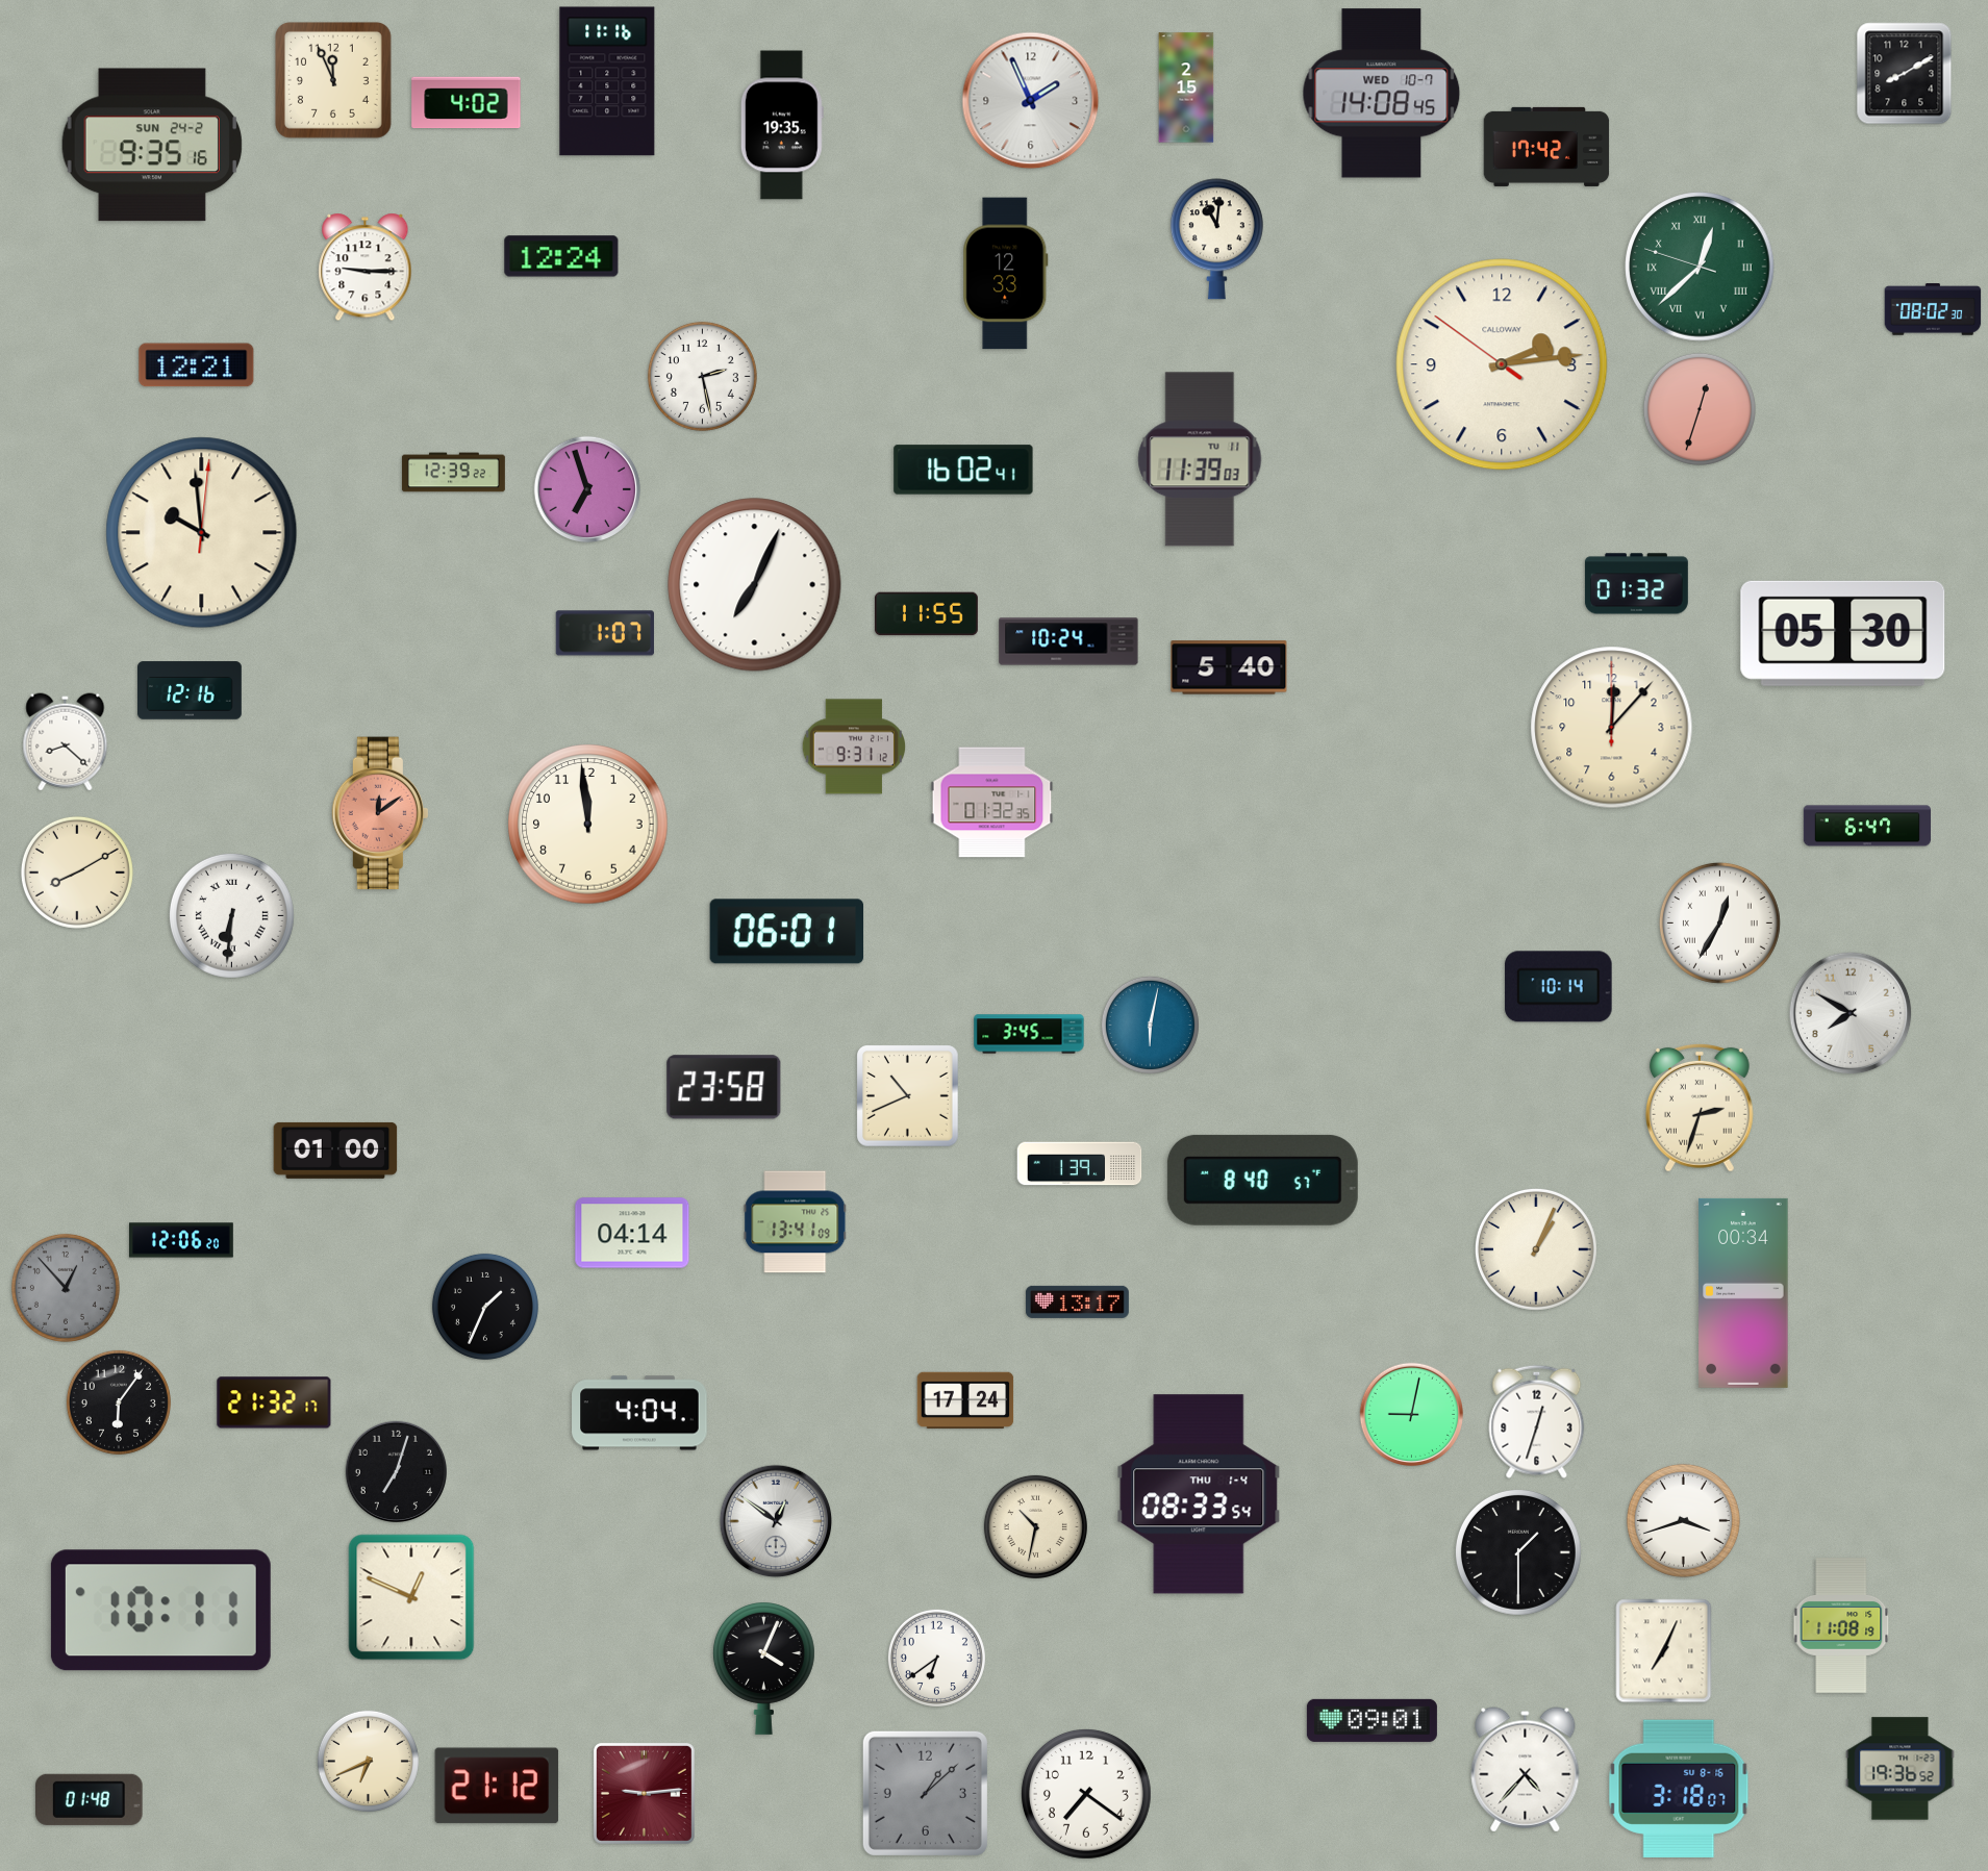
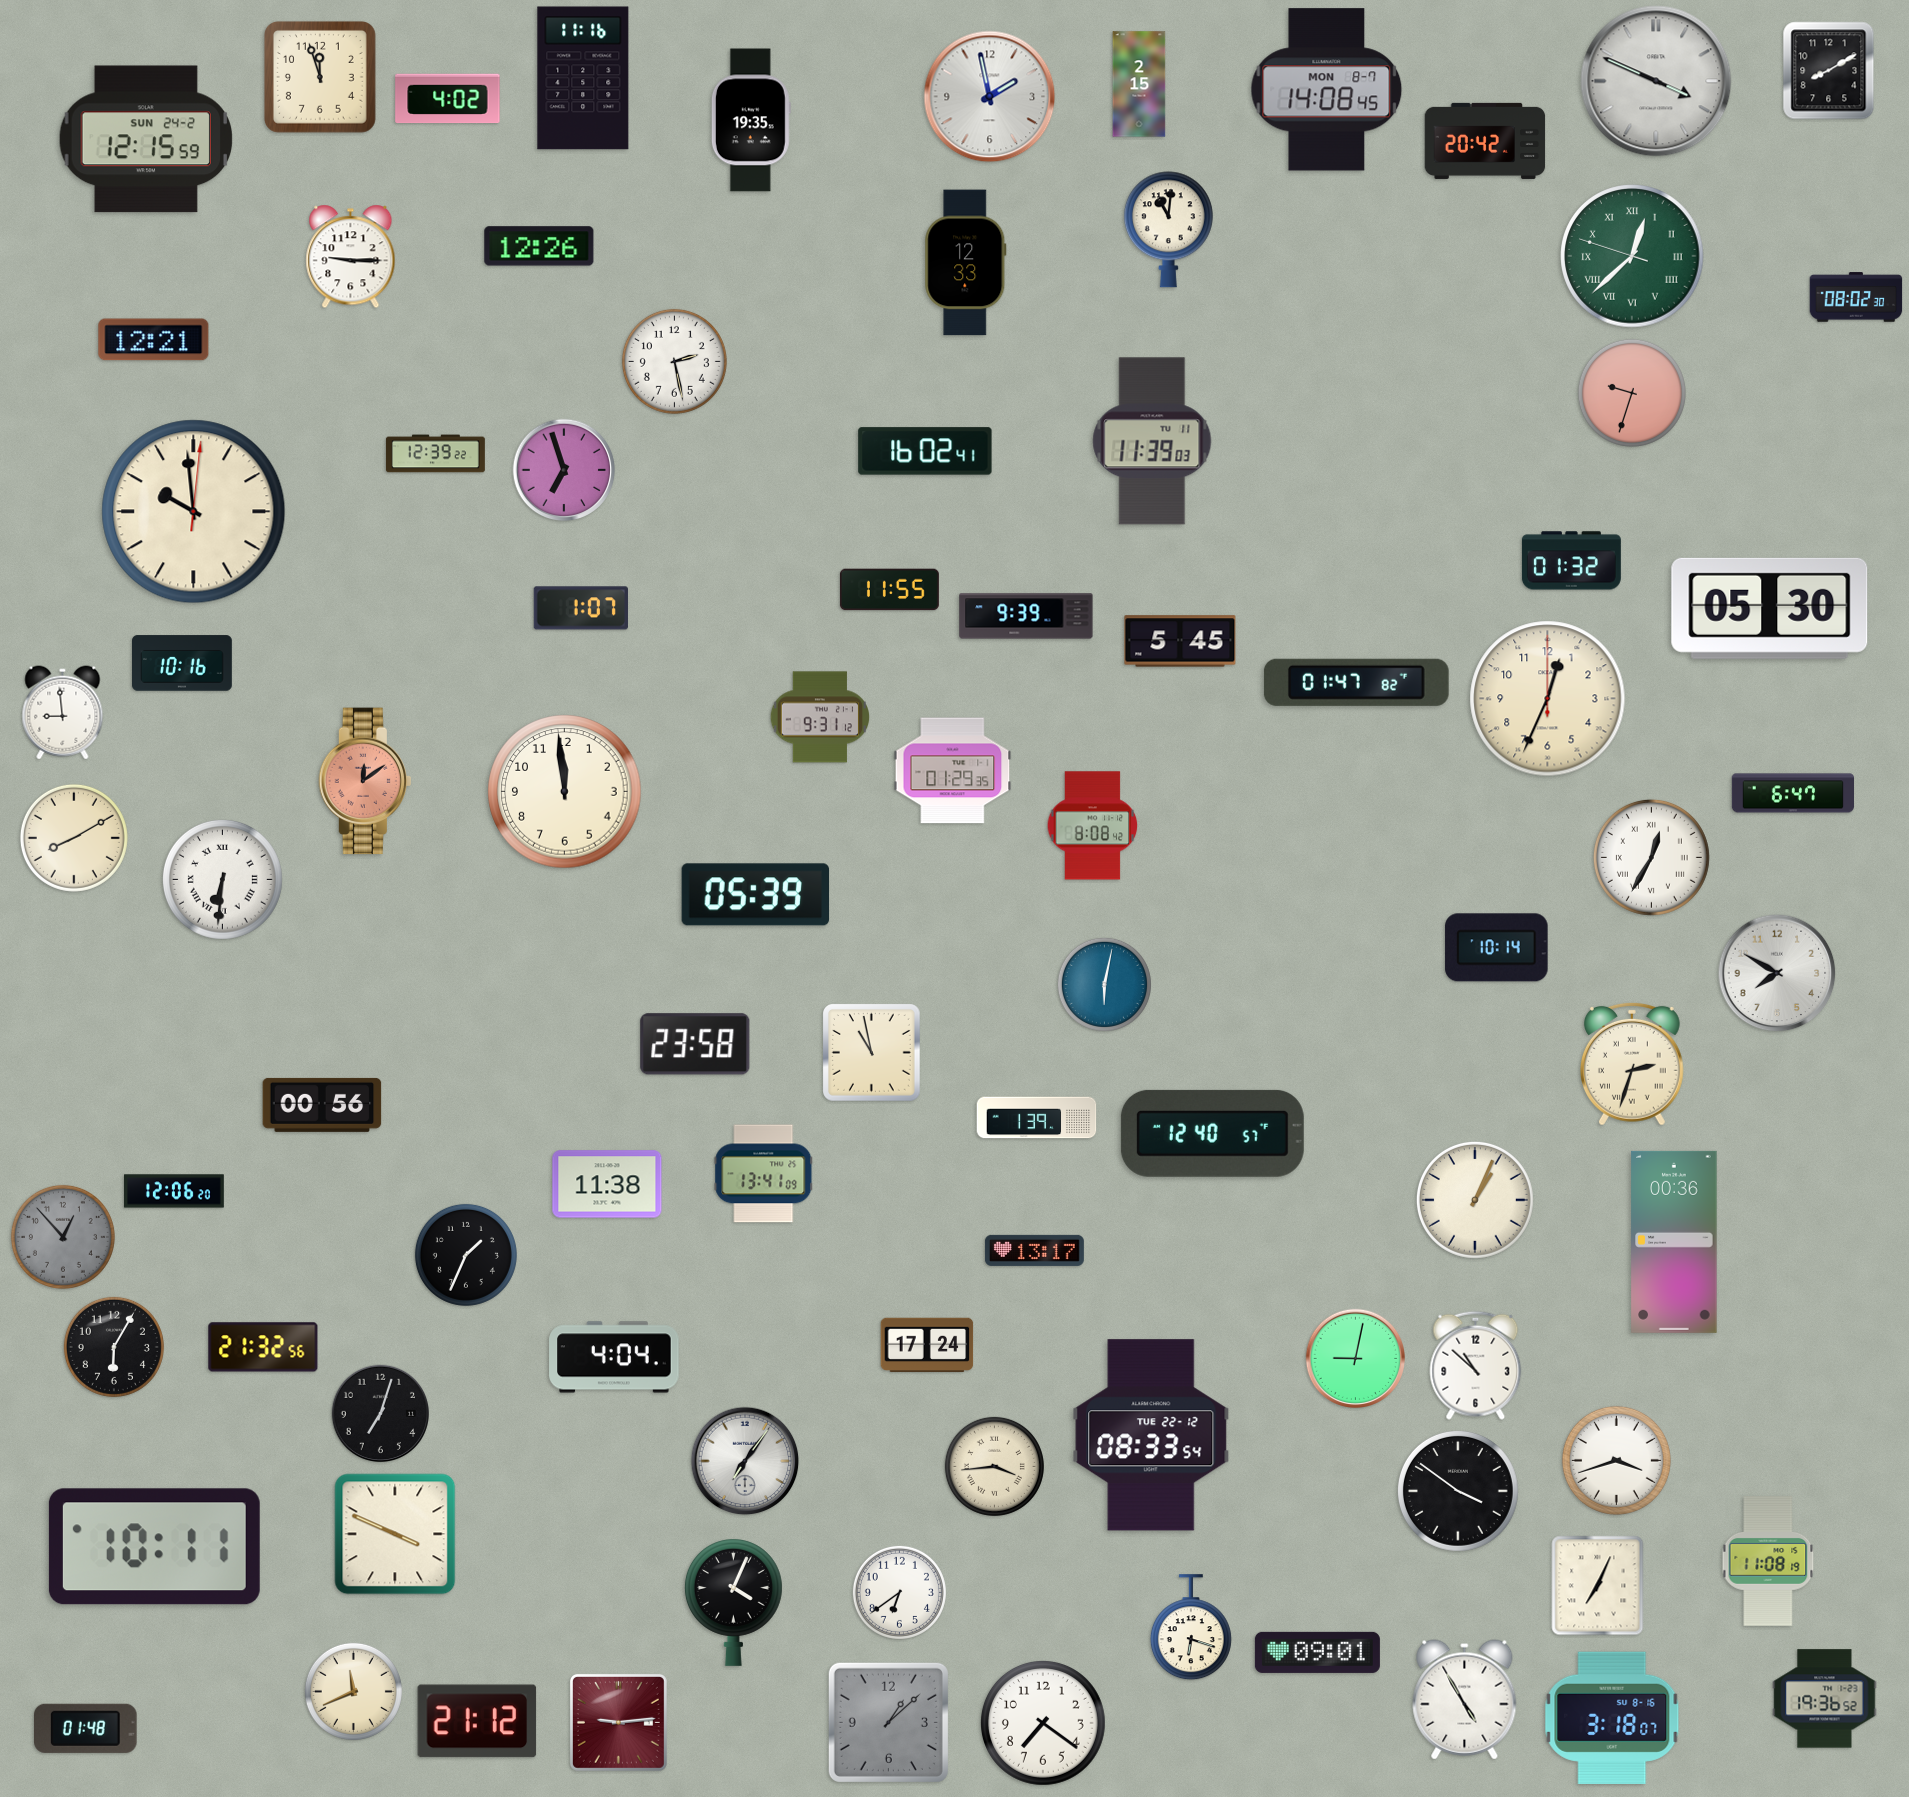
clock at (333, 80): 11:56 -> 11:57
clock at (1656, 81): none -> 3:49
clock at (1382, 94) date: WED 10-7 -> MON 8-7
clock at (1031, 101): 1:56 -> 1:58
clock at (151, 145): 9:35 -> 12:15
clock at (1546, 147): 17:42 -> 20:42
clock at (561, 256): 12:24 -> 12:26
clock at (1502, 364): 2:13 -> none
clock at (197, 365) position: (197, 365) -> (154, 340)
clock at (1700, 409): 12:33 -> 9:33
clock at (755, 585): 7:04 -> none
clock at (1068, 641): 10:24 -> 9:39
clock at (1229, 667): 5:40 -> 5:45
clock at (191, 690): 12:16 -> 10:16
clock at (1356, 682): none -> 01:47
clock at (1612, 728): 12:07 -> 12:34
clock at (66, 742): 8:22 -> 8:59
clock at (992, 803): 01:32 -> 01:29
clock at (1093, 826): none -> 8:08
clock at (1719, 922) position: (1719, 922) -> (1651, 857)
clock at (787, 932): 06:01 -> 05:39
clock at (1029, 1034): 3:45 -> none
clock at (908, 1096): 10:41 -> 10:58
clock at (335, 1151): 01:00 -> 00:56
clock at (1262, 1180): 8:40 -> 12:40
clock at (632, 1233): 04:14 -> 11:38
clock at (1743, 1293): 00:34 -> 00:36
clock at (119, 1402): 6:06 -> 6:05
clock at (274, 1402): 21:32:17 -> 21:32:56
clock at (1537, 1421): 12:33 -> 10:52
clock at (1199, 1494) date: THU 1-4 -> TUE 22-12
clock at (776, 1521): 12:51 -> 7:06
clock at (1035, 1526): 10:32 -> 3:44
clock at (1518, 1552): 1:30 -> 3:51
clock at (411, 1597): 12:49 -> 3:49
clock at (1191, 1628): none -> 6:18
clock at (368, 1761): 6:41 -> 11:41
clock at (1526, 1770): 4:37 -> 4:55
clock at (497, 1786) position: (497, 1786) -> (477, 1721)
